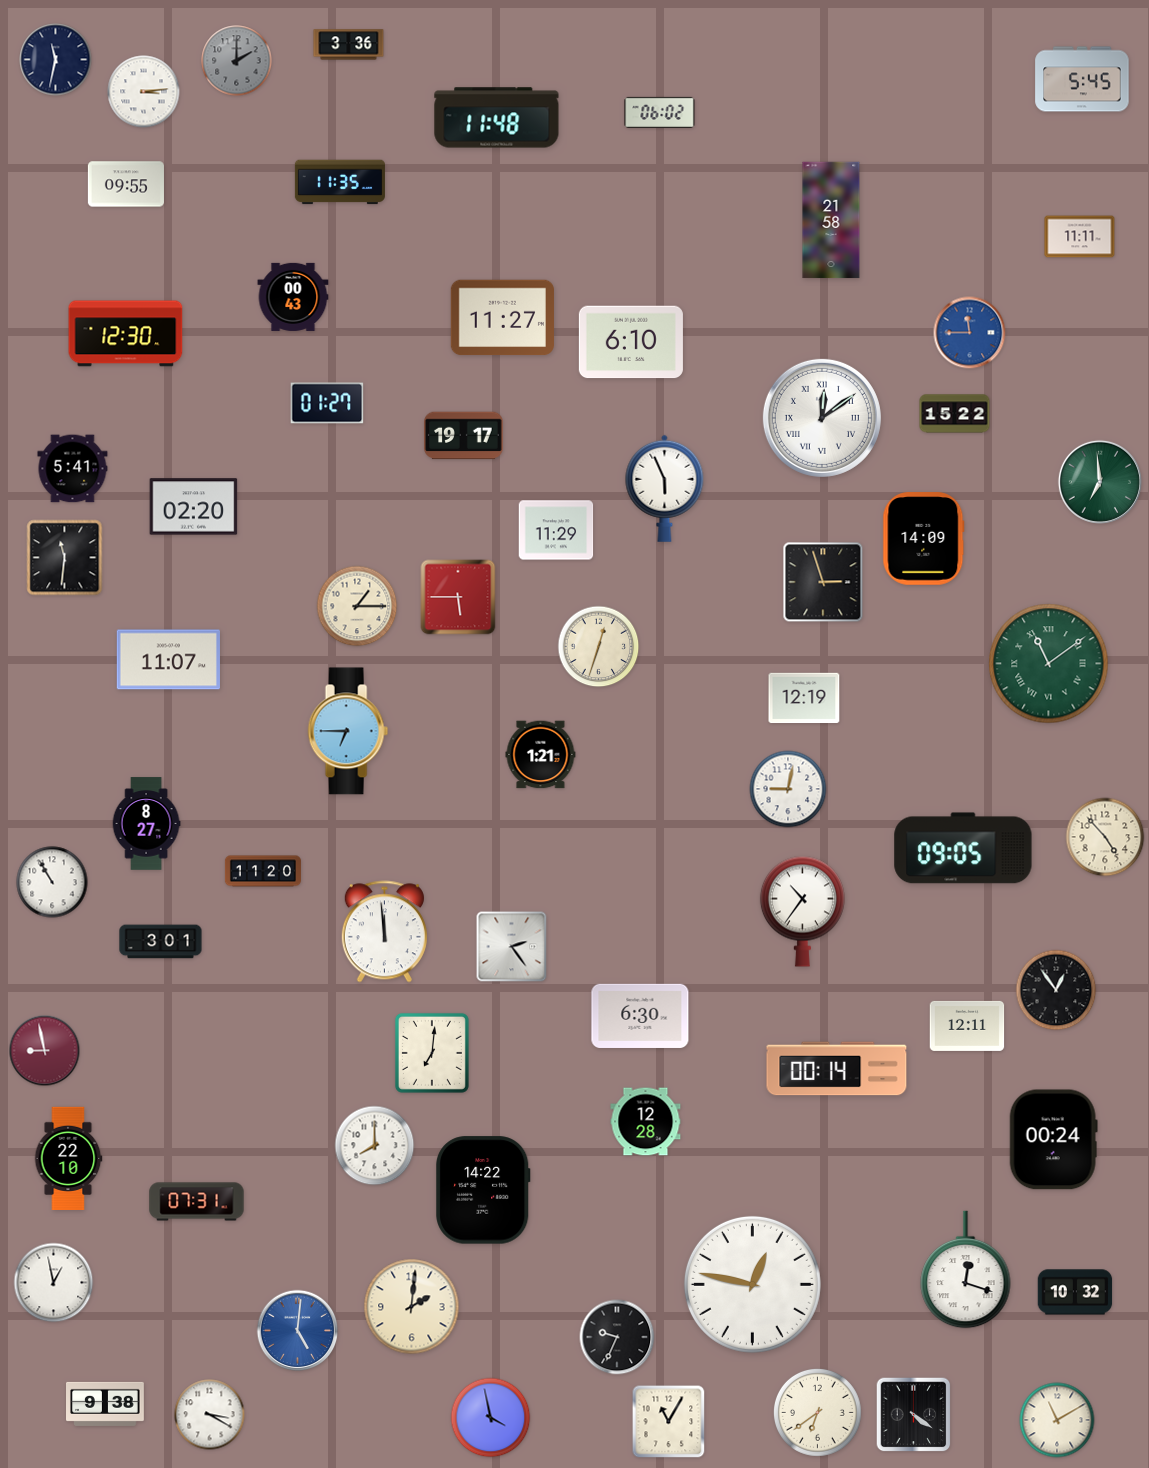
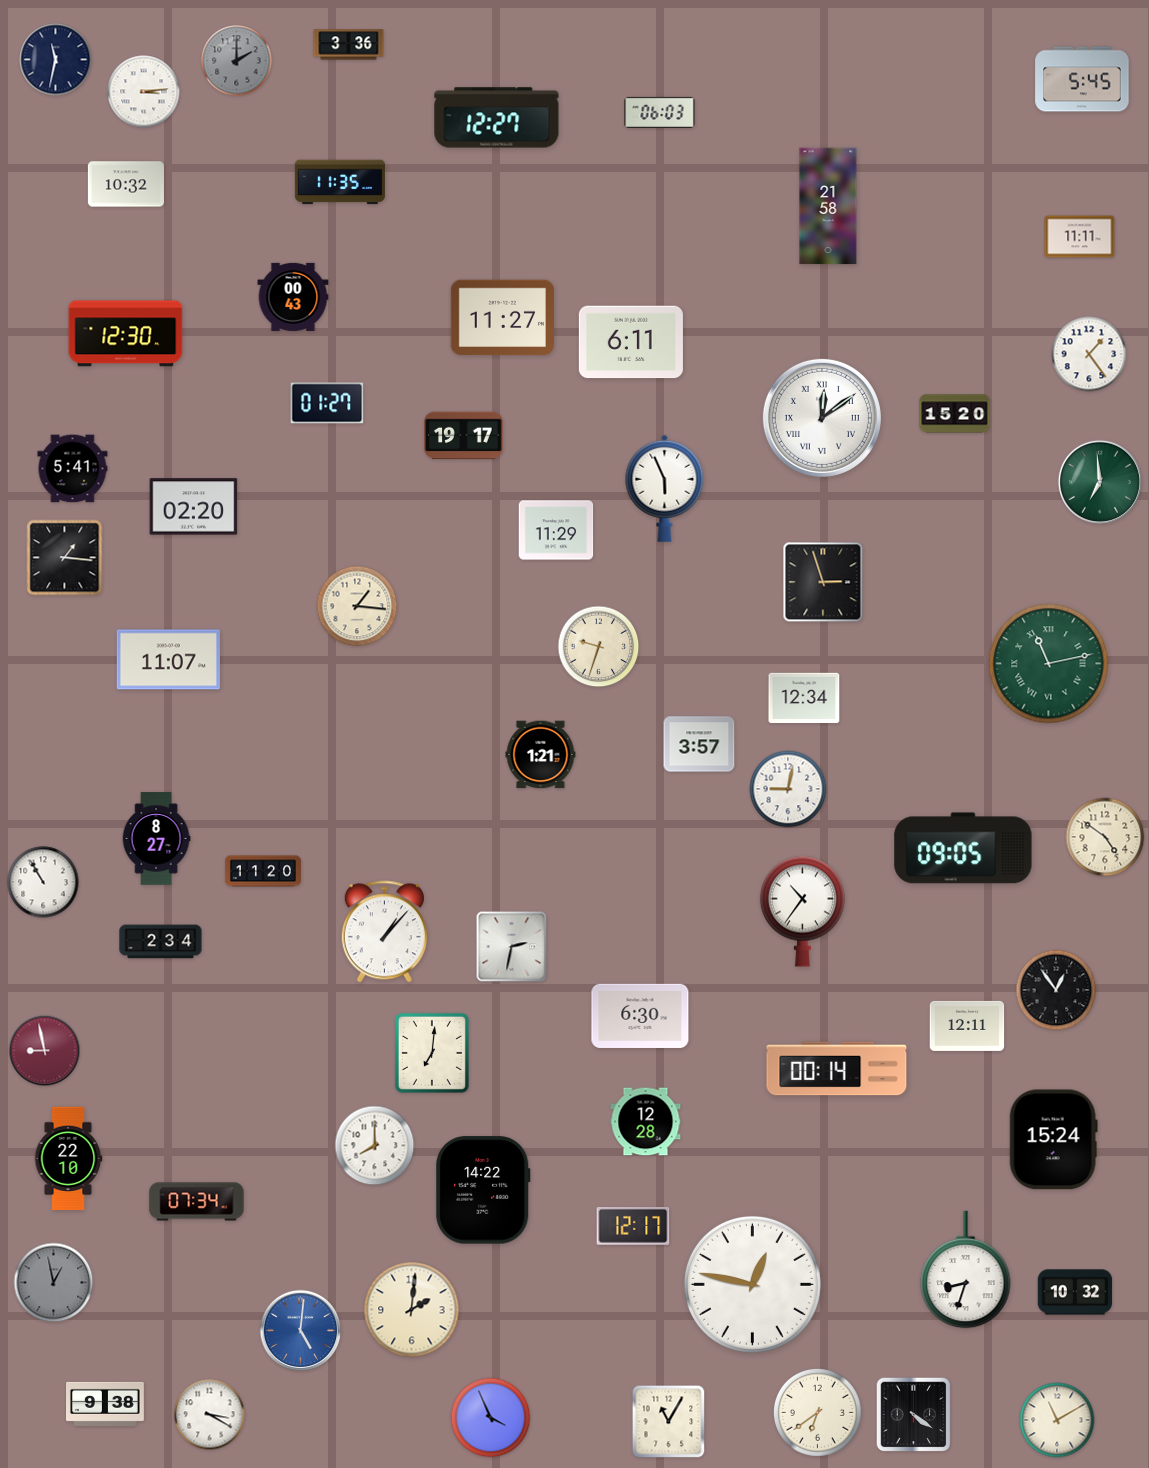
clock at (660, 112): 06:02 -> 06:03
clock at (497, 118): 11:48 -> 12:27
clock at (126, 184): 09:55 -> 10:32
clock at (831, 220) position: (831, 220) -> (828, 206)
clock at (970, 333): 11:45 -> none
clock at (631, 342): 6:10 -> 6:11
clock at (1089, 354): none -> 1:24
clock at (955, 414): 15:22 -> 15:20
clock at (924, 539): 14:09 -> none
clock at (65, 558): 11:31 -> 1:16
clock at (458, 597): 5:45 -> none
clock at (357, 606): 1:15 -> 1:16
clock at (599, 647): 12:33 -> 9:33
clock at (1049, 664): 11:09 -> 11:13
clock at (804, 698): 12:19 -> 12:34
clock at (348, 731): 6:45 -> none
clock at (699, 744): none -> 3:57
clock at (146, 824) position: (146, 824) -> (156, 839)
clock at (1105, 837): 4:53 -> 4:51
clock at (52, 882) position: (52, 882) -> (43, 882)
clock at (384, 932): 11:59 -> 1:07
clock at (161, 942): 3:01 -> 2:34
clock at (512, 947): 2:24 -> 2:32
clock at (1053, 1140): 00:24 -> 15:24
clock at (197, 1202): 07:31 -> 07:34
clock at (633, 1226): none -> 12:17
clock at (966, 1270): 12:18 -> 8:33
clock at (54, 1283) dial: white -> grey
clock at (412, 1307) position: (412, 1307) -> (412, 1310)
clock at (298, 1331) position: (298, 1331) -> (301, 1331)
clock at (617, 1337): 9:34 -> none
clock at (491, 1418): 3:58 -> 3:56
